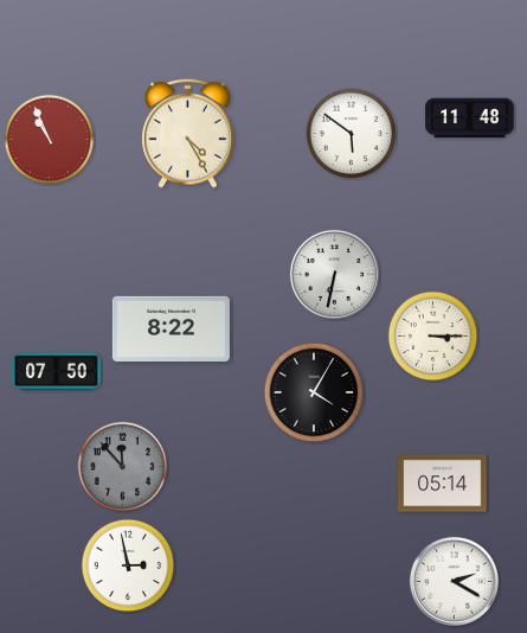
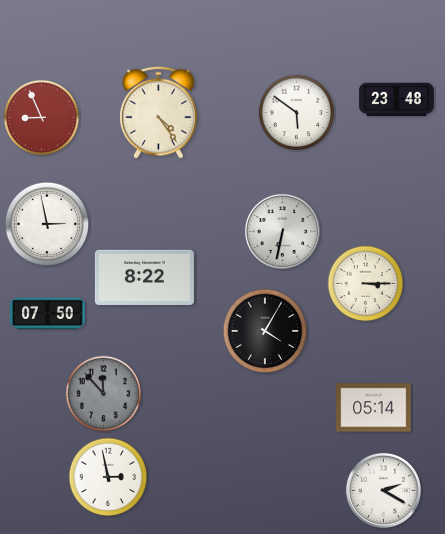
clock at (470, 119): 11:48 -> 23:48
clock at (188, 133): 4:25 -> 4:24
clock at (50, 140): 10:56 -> 8:56
clock at (47, 224): none -> 2:58
